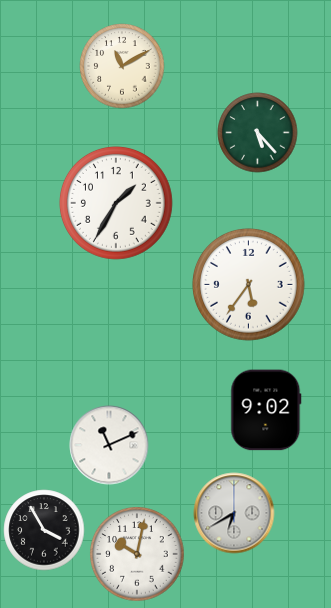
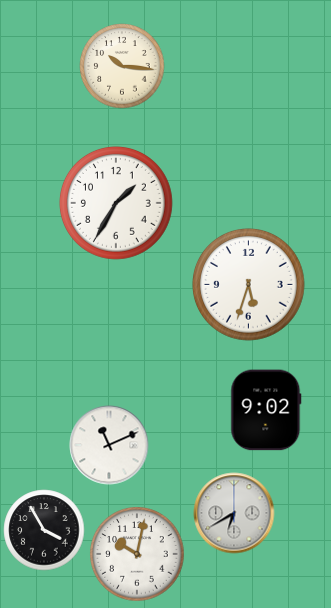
clock at (122, 66): 11:10 -> 10:16
clock at (258, 133): 5:23 -> none
clock at (249, 285): 5:36 -> 5:33
